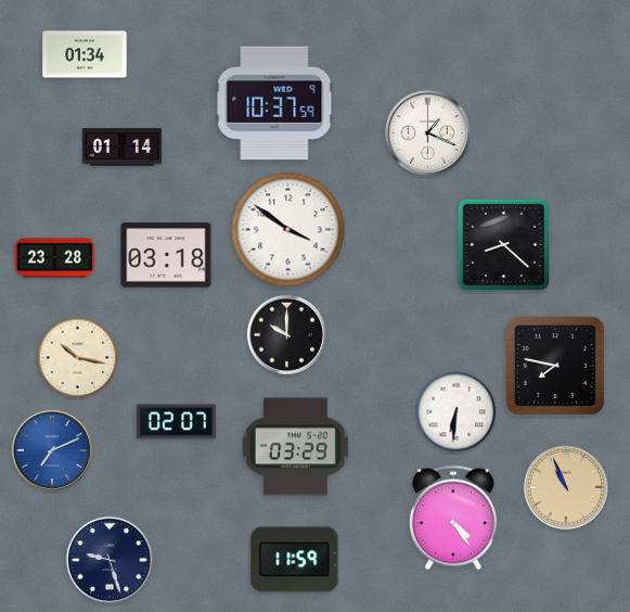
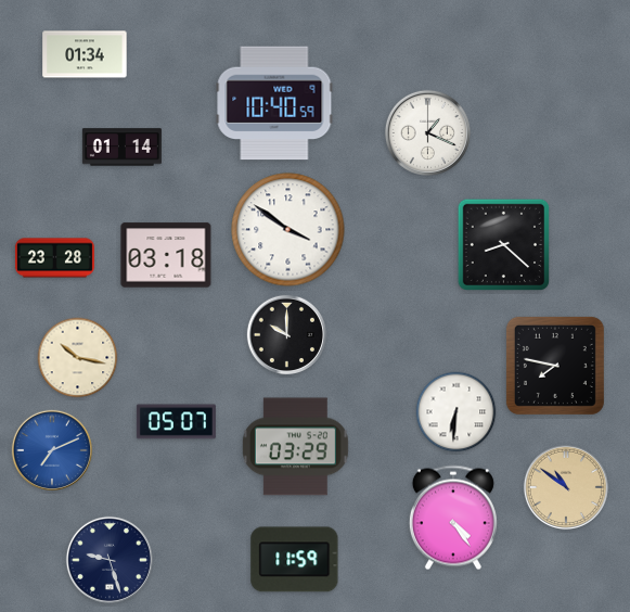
clock at (274, 103): 10:37 -> 10:40
clock at (176, 422): 02:07 -> 05:07
clock at (566, 487): 10:56 -> 10:51
